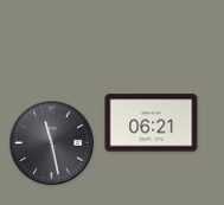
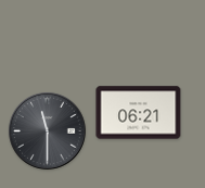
clock at (52, 143): 11:28 -> 11:30
